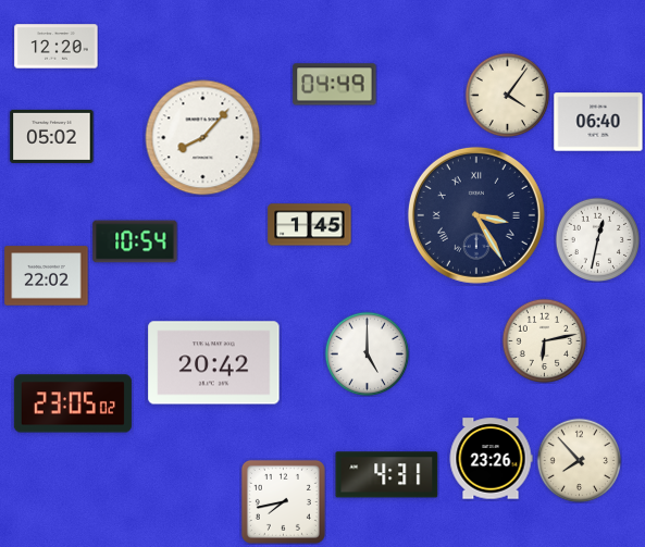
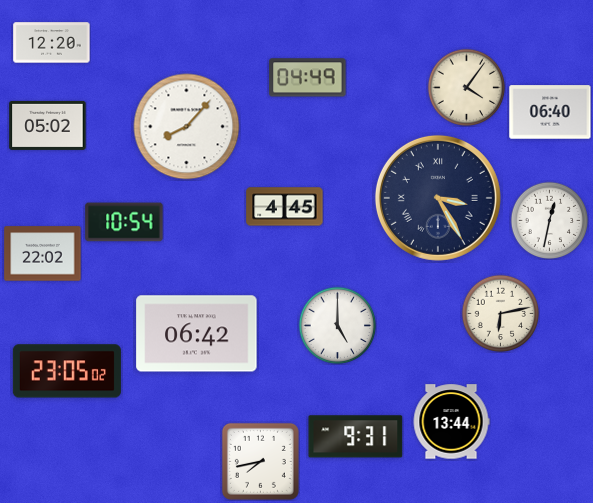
clock at (310, 225): 1:45 -> 4:45
clock at (214, 363): 20:42 -> 06:42
clock at (491, 459): 23:26 -> 13:44
clock at (579, 460): 7:53 -> none
clock at (387, 475): 4:31 -> 9:31
